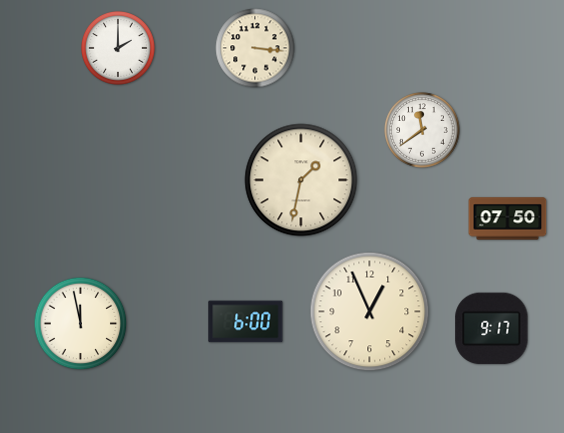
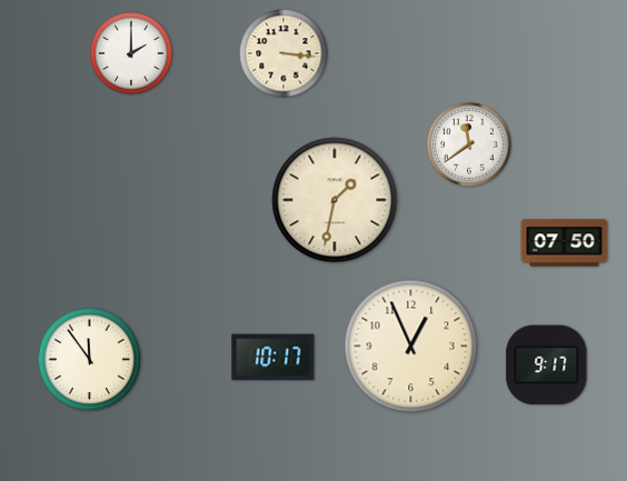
clock at (246, 322): 6:00 -> 10:17
clock at (81, 324): 11:58 -> 11:54
